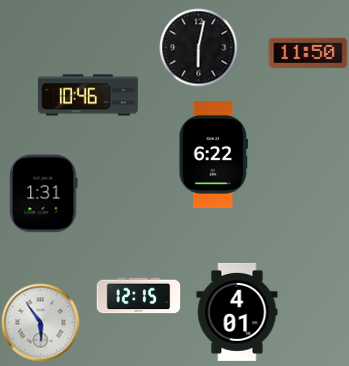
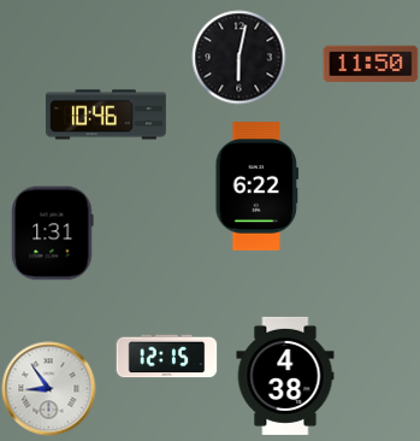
clock at (237, 312): 4:01 -> 4:38
clock at (40, 322): 5:54 -> 8:54
